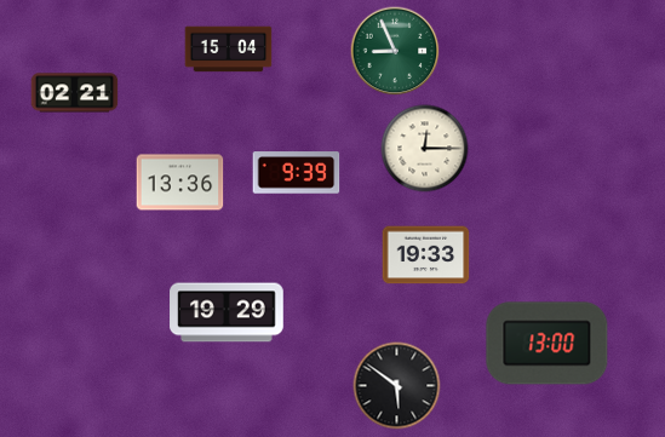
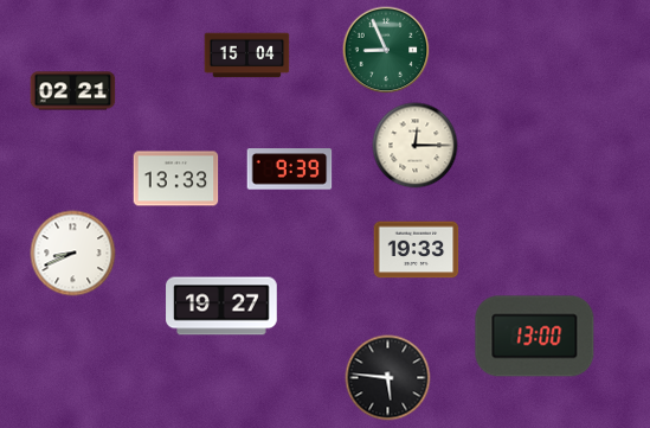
clock at (229, 50) position: (229, 50) -> (247, 56)
clock at (180, 183): 13:36 -> 13:33
clock at (73, 254): none -> 8:41
clock at (227, 312): 19:29 -> 19:27
clock at (397, 386): 5:51 -> 5:46
